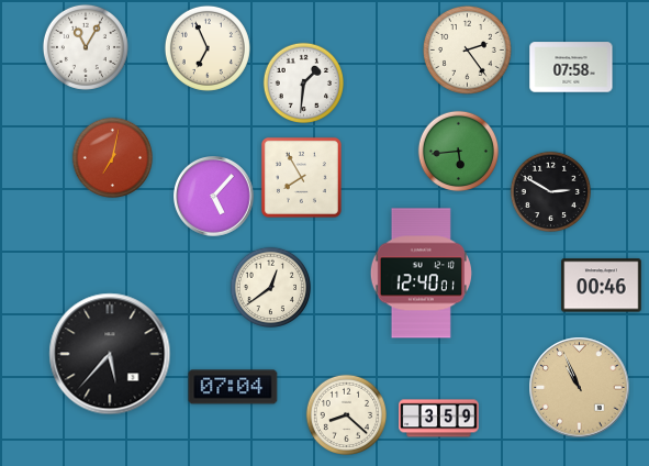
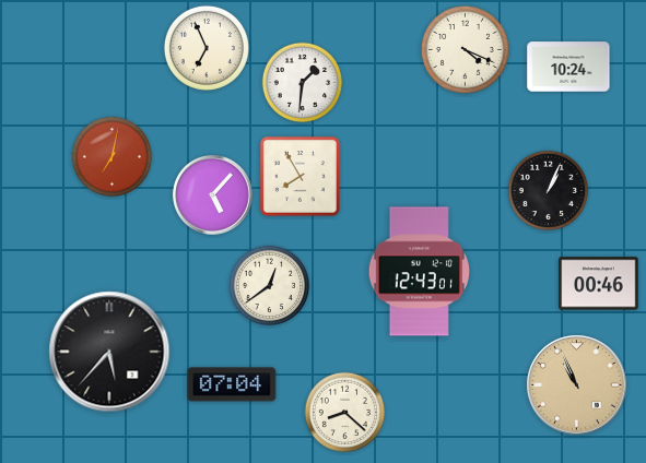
clock at (86, 47): 11:05 -> none
clock at (467, 49): 2:24 -> 4:19
clock at (571, 67): 07:58 -> 10:24
clock at (458, 151): 5:44 -> none
clock at (550, 191): 2:50 -> 1:04
clock at (421, 274): 12:40 -> 12:43
clock at (439, 419): 3:59 -> none
